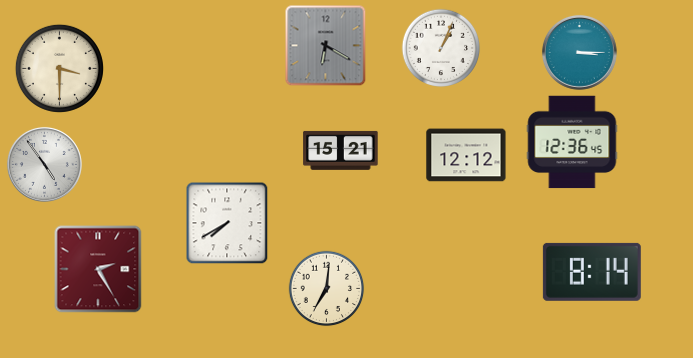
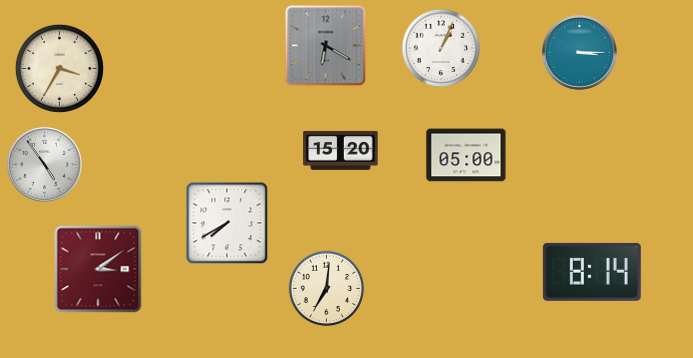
clock at (59, 68): 3:30 -> 3:35
clock at (572, 142): 12:36 -> none
clock at (341, 150): 15:21 -> 15:20
clock at (466, 155): 12:12 -> 05:00
clock at (98, 269): 2:25 -> 3:09
